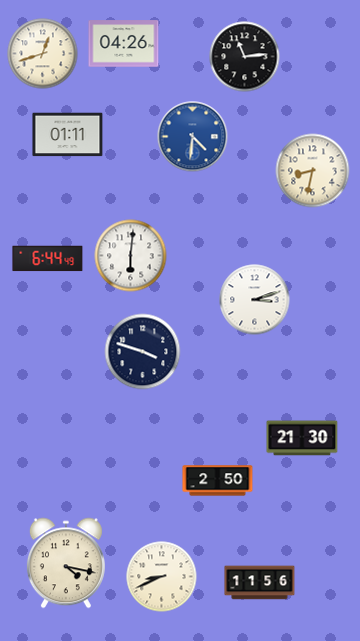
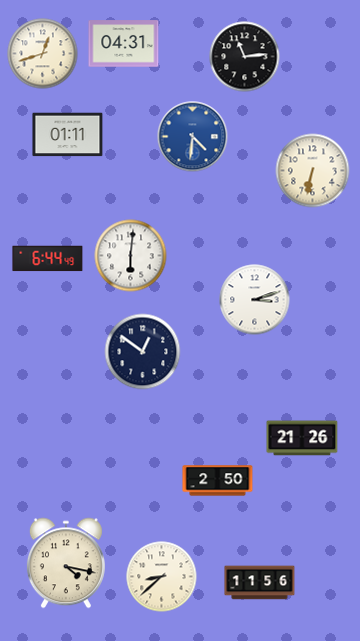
clock at (124, 44): 04:26 -> 04:31
clock at (313, 171): 8:32 -> 6:32
clock at (143, 352): 3:48 -> 12:51
clock at (302, 438): 21:30 -> 21:26
clock at (162, 577): 8:41 -> 8:38
